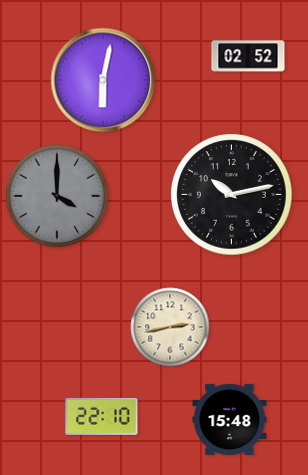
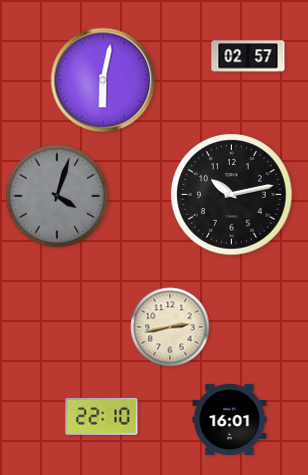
clock at (248, 56): 02:52 -> 02:57
clock at (57, 196): 4:00 -> 4:03
clock at (230, 419): 15:48 -> 16:01
